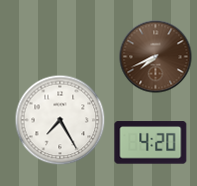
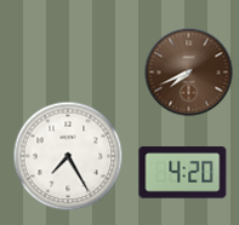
clock at (156, 57) position: (156, 57) -> (189, 73)
clock at (60, 120) position: (60, 120) -> (68, 156)
